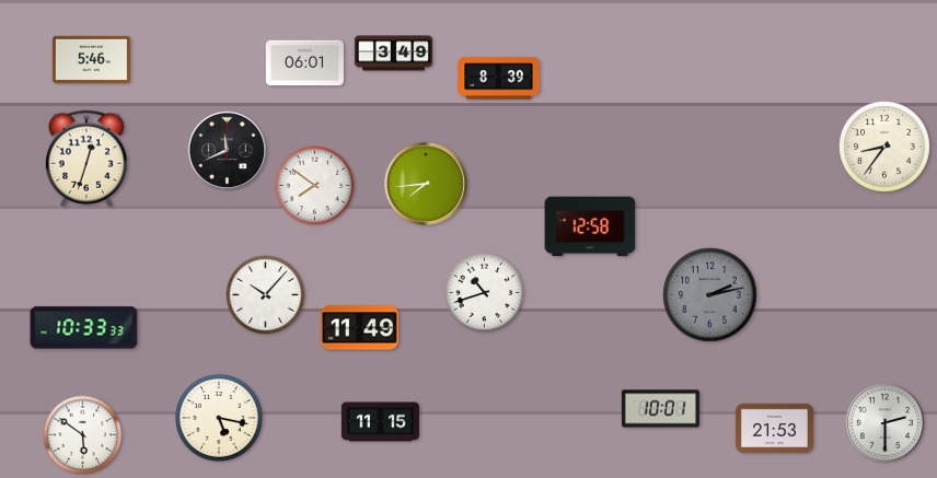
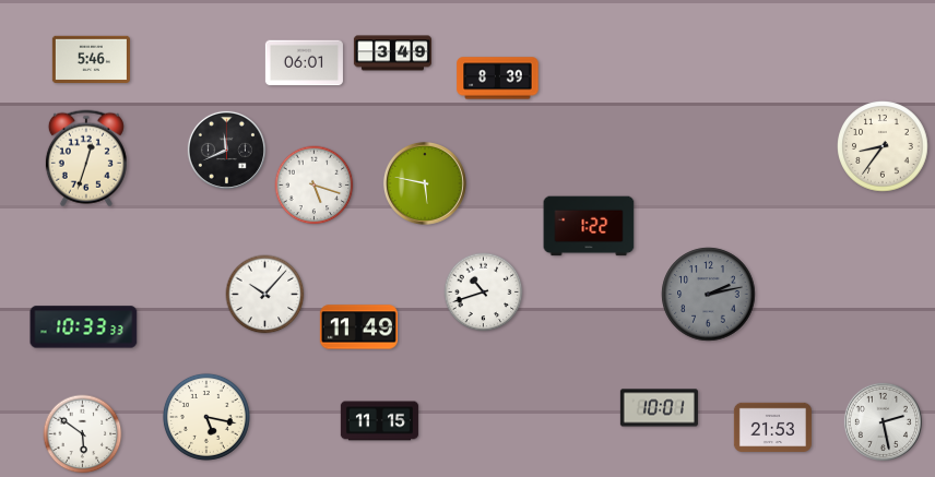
clock at (426, 184): 7:44 -> 5:47
clock at (315, 186): 7:51 -> 5:18
clock at (590, 226): 12:58 -> 1:22
clock at (219, 418) position: (219, 418) -> (206, 417)
clock at (884, 422): 2:30 -> 2:28
